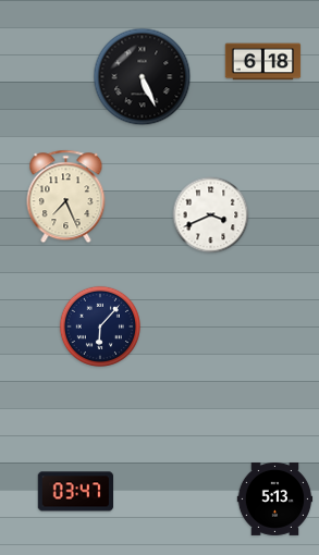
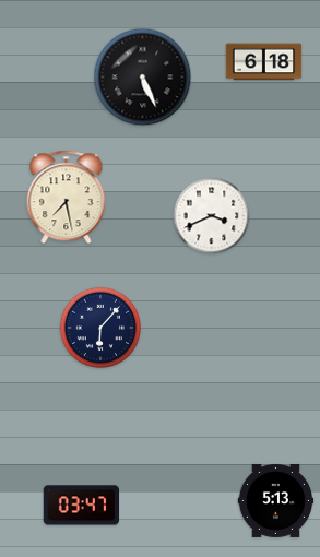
clock at (66, 197): 7:26 -> 7:28
clock at (75, 492) position: (75, 492) -> (81, 506)
